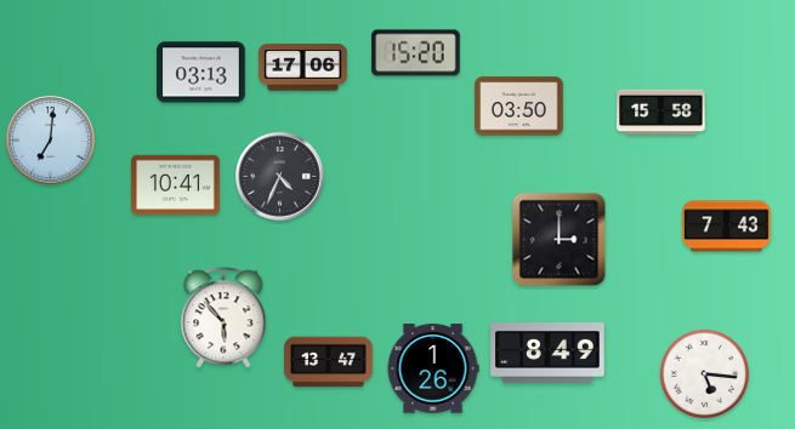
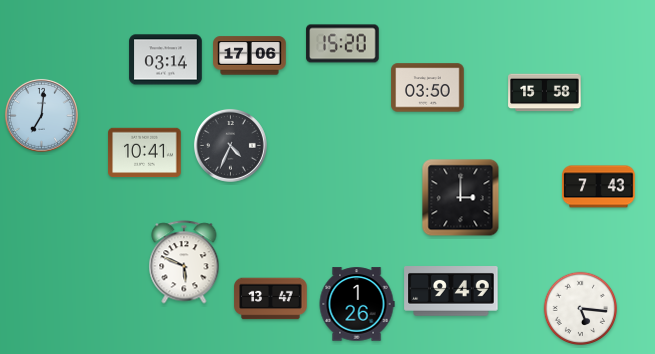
clock at (201, 73): 03:13 -> 03:14
clock at (223, 318): 5:53 -> 5:49
clock at (547, 354): 8:49 -> 9:49
